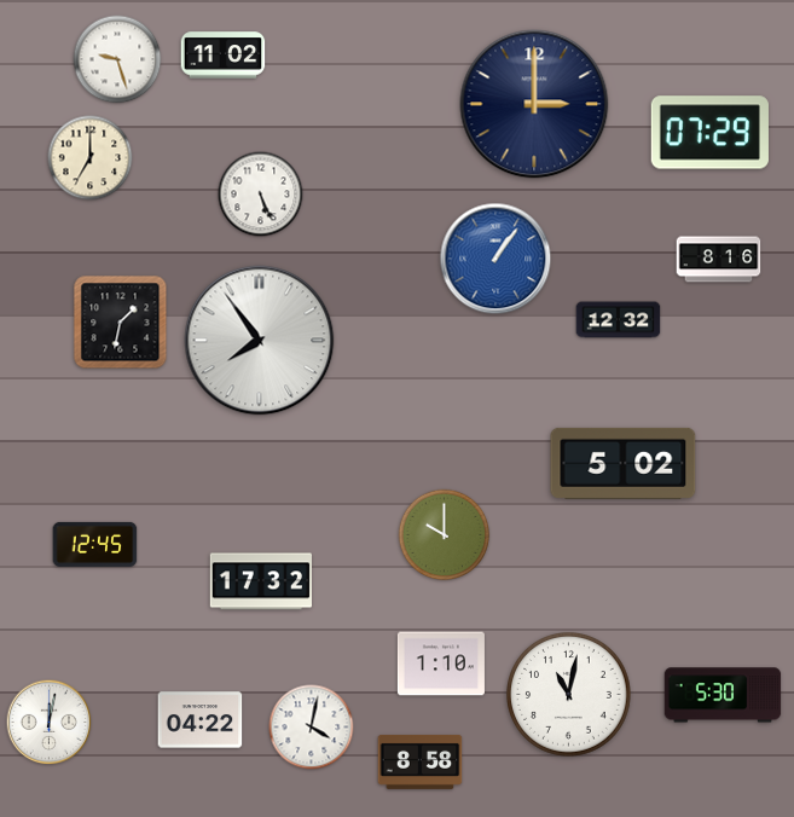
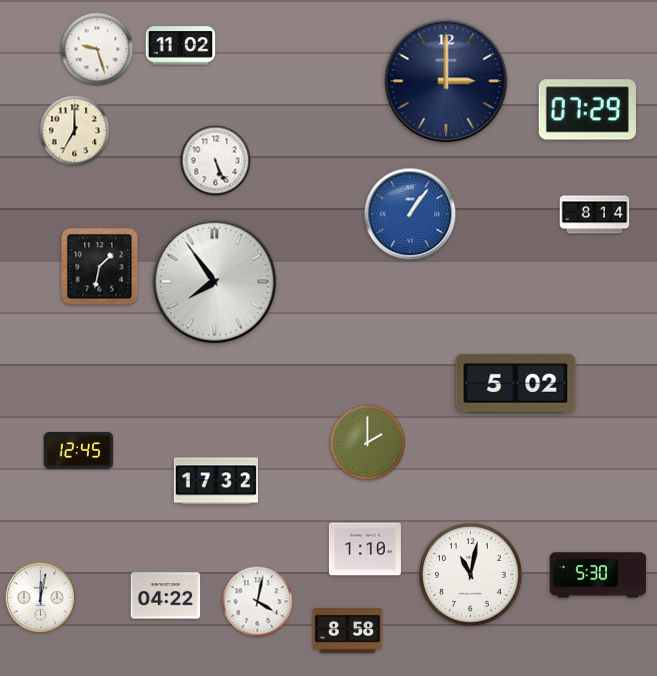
clock at (224, 56) position: (224, 56) -> (181, 46)
clock at (534, 104) position: (534, 104) -> (446, 81)
clock at (719, 260): 8:16 -> 8:14
clock at (619, 320): 12:32 -> none
clock at (445, 535): 10:00 -> 2:00
